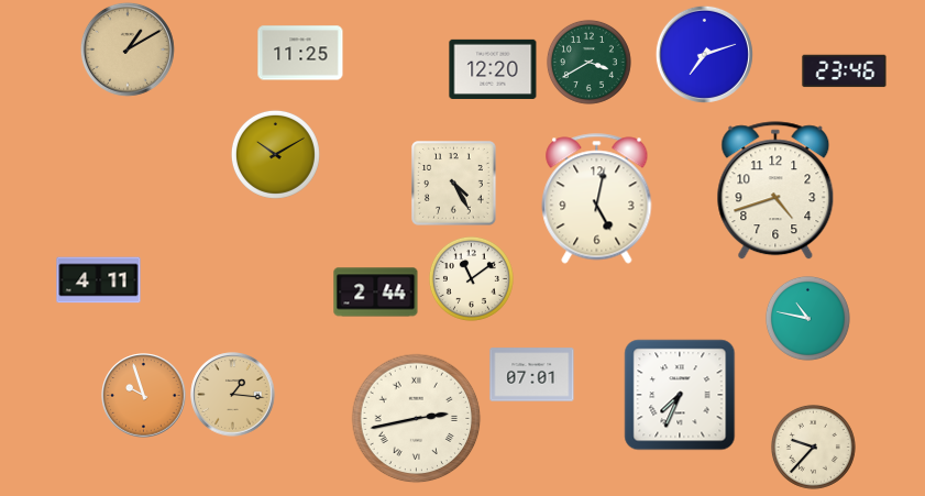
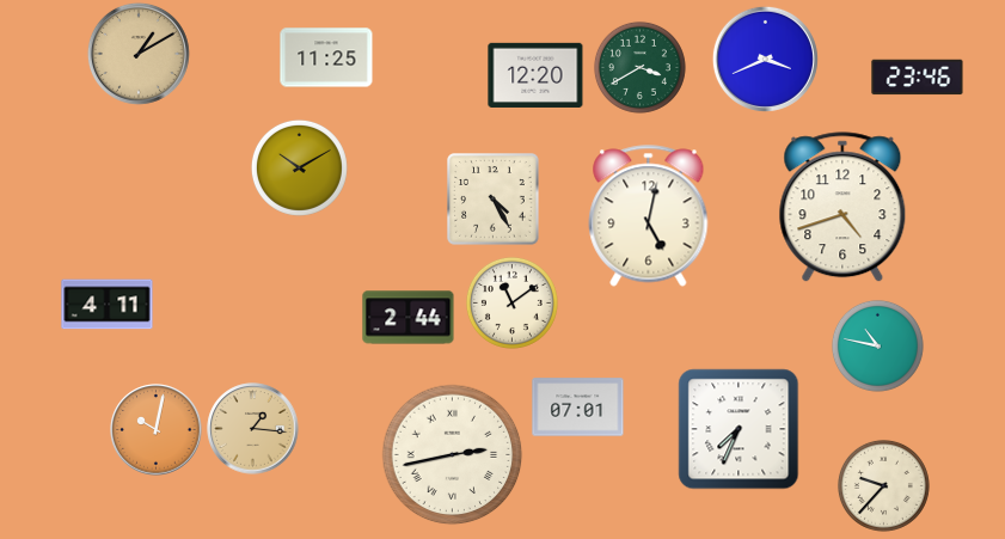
clock at (704, 54): 7:12 -> 3:41
clock at (144, 396): 9:57 -> 10:02
